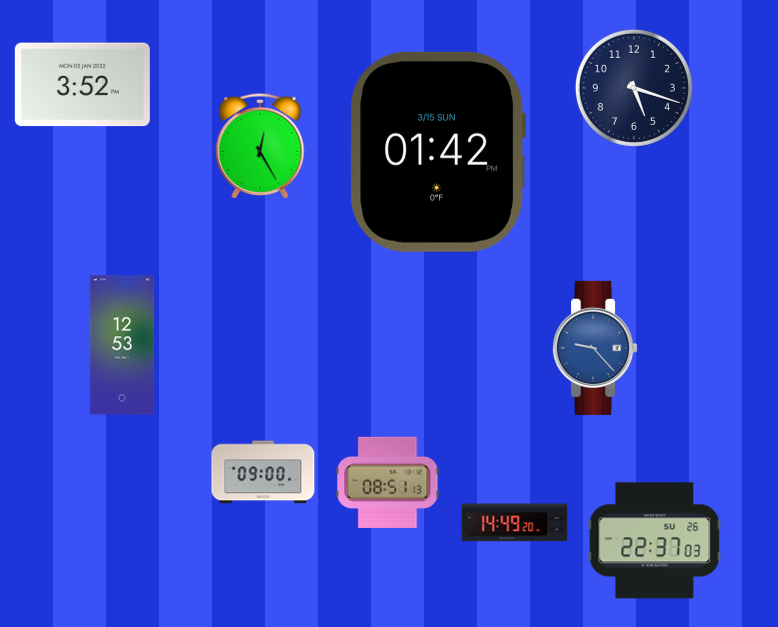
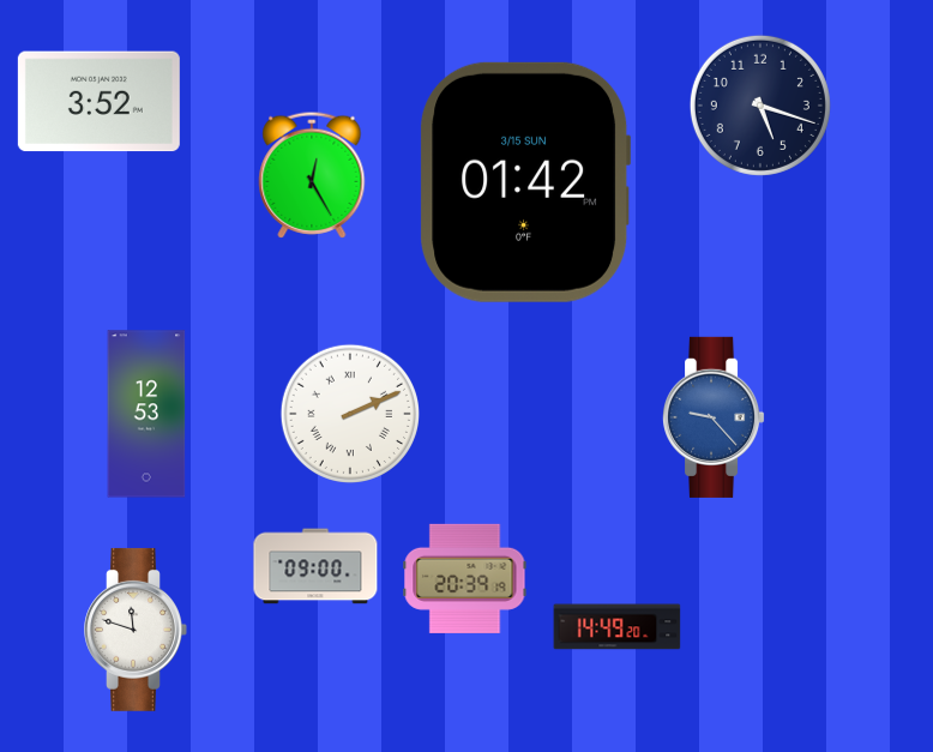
clock at (349, 413): none -> 2:11
clock at (388, 482): 08:51 -> 20:39
clock at (136, 630): none -> 11:48
clock at (655, 541): 22:37 -> none
